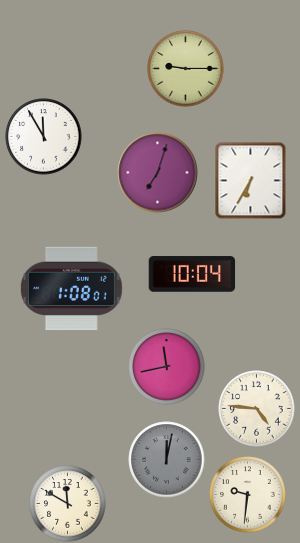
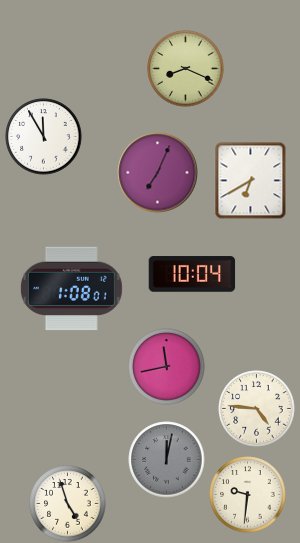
clock at (186, 69): 9:15 -> 8:19
clock at (158, 173): 7:03 -> 7:04
clock at (251, 180): 6:35 -> 6:40
clock at (68, 504): 11:50 -> 4:57
